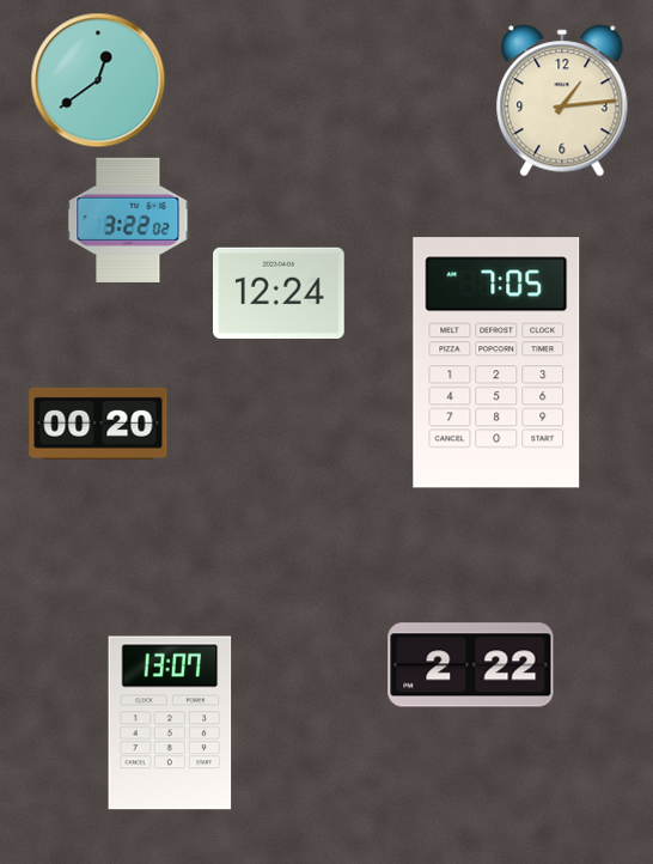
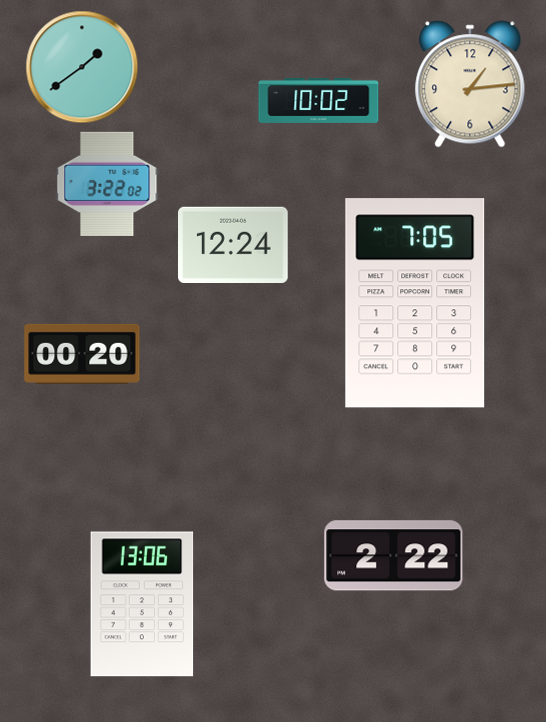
clock at (98, 80): 12:39 -> 1:39
clock at (319, 100): none -> 10:02
clock at (170, 723): 13:07 -> 13:06
